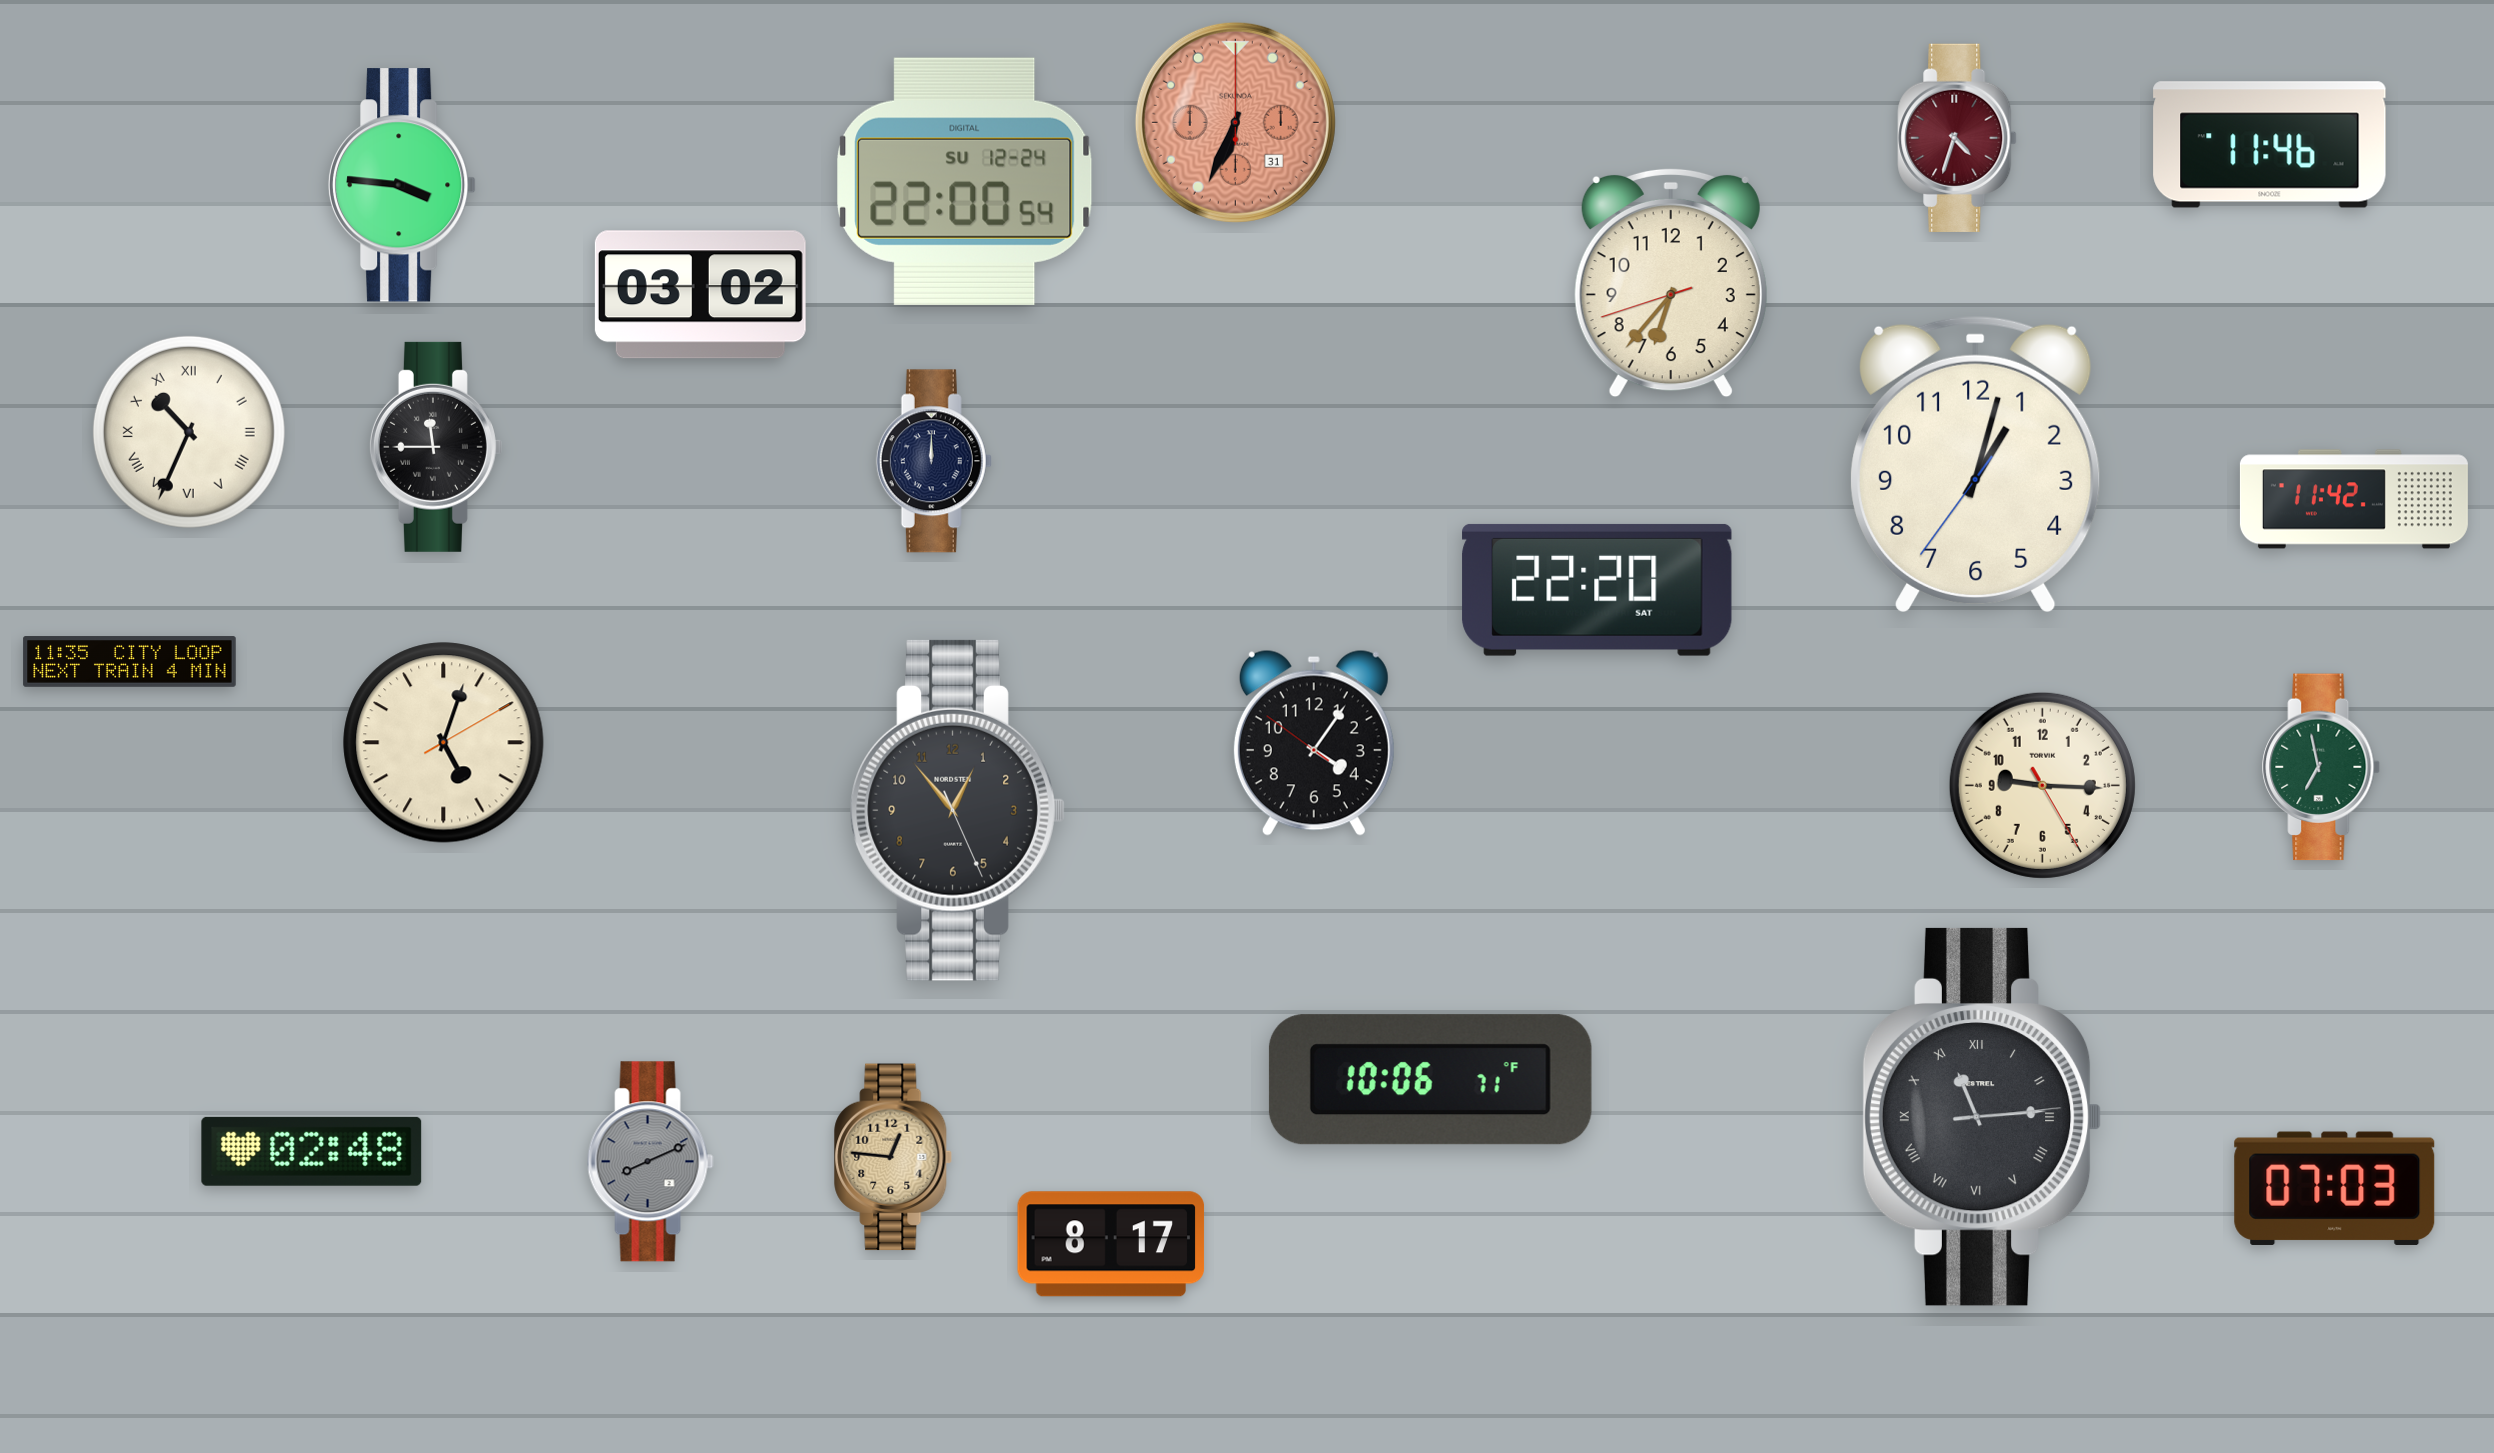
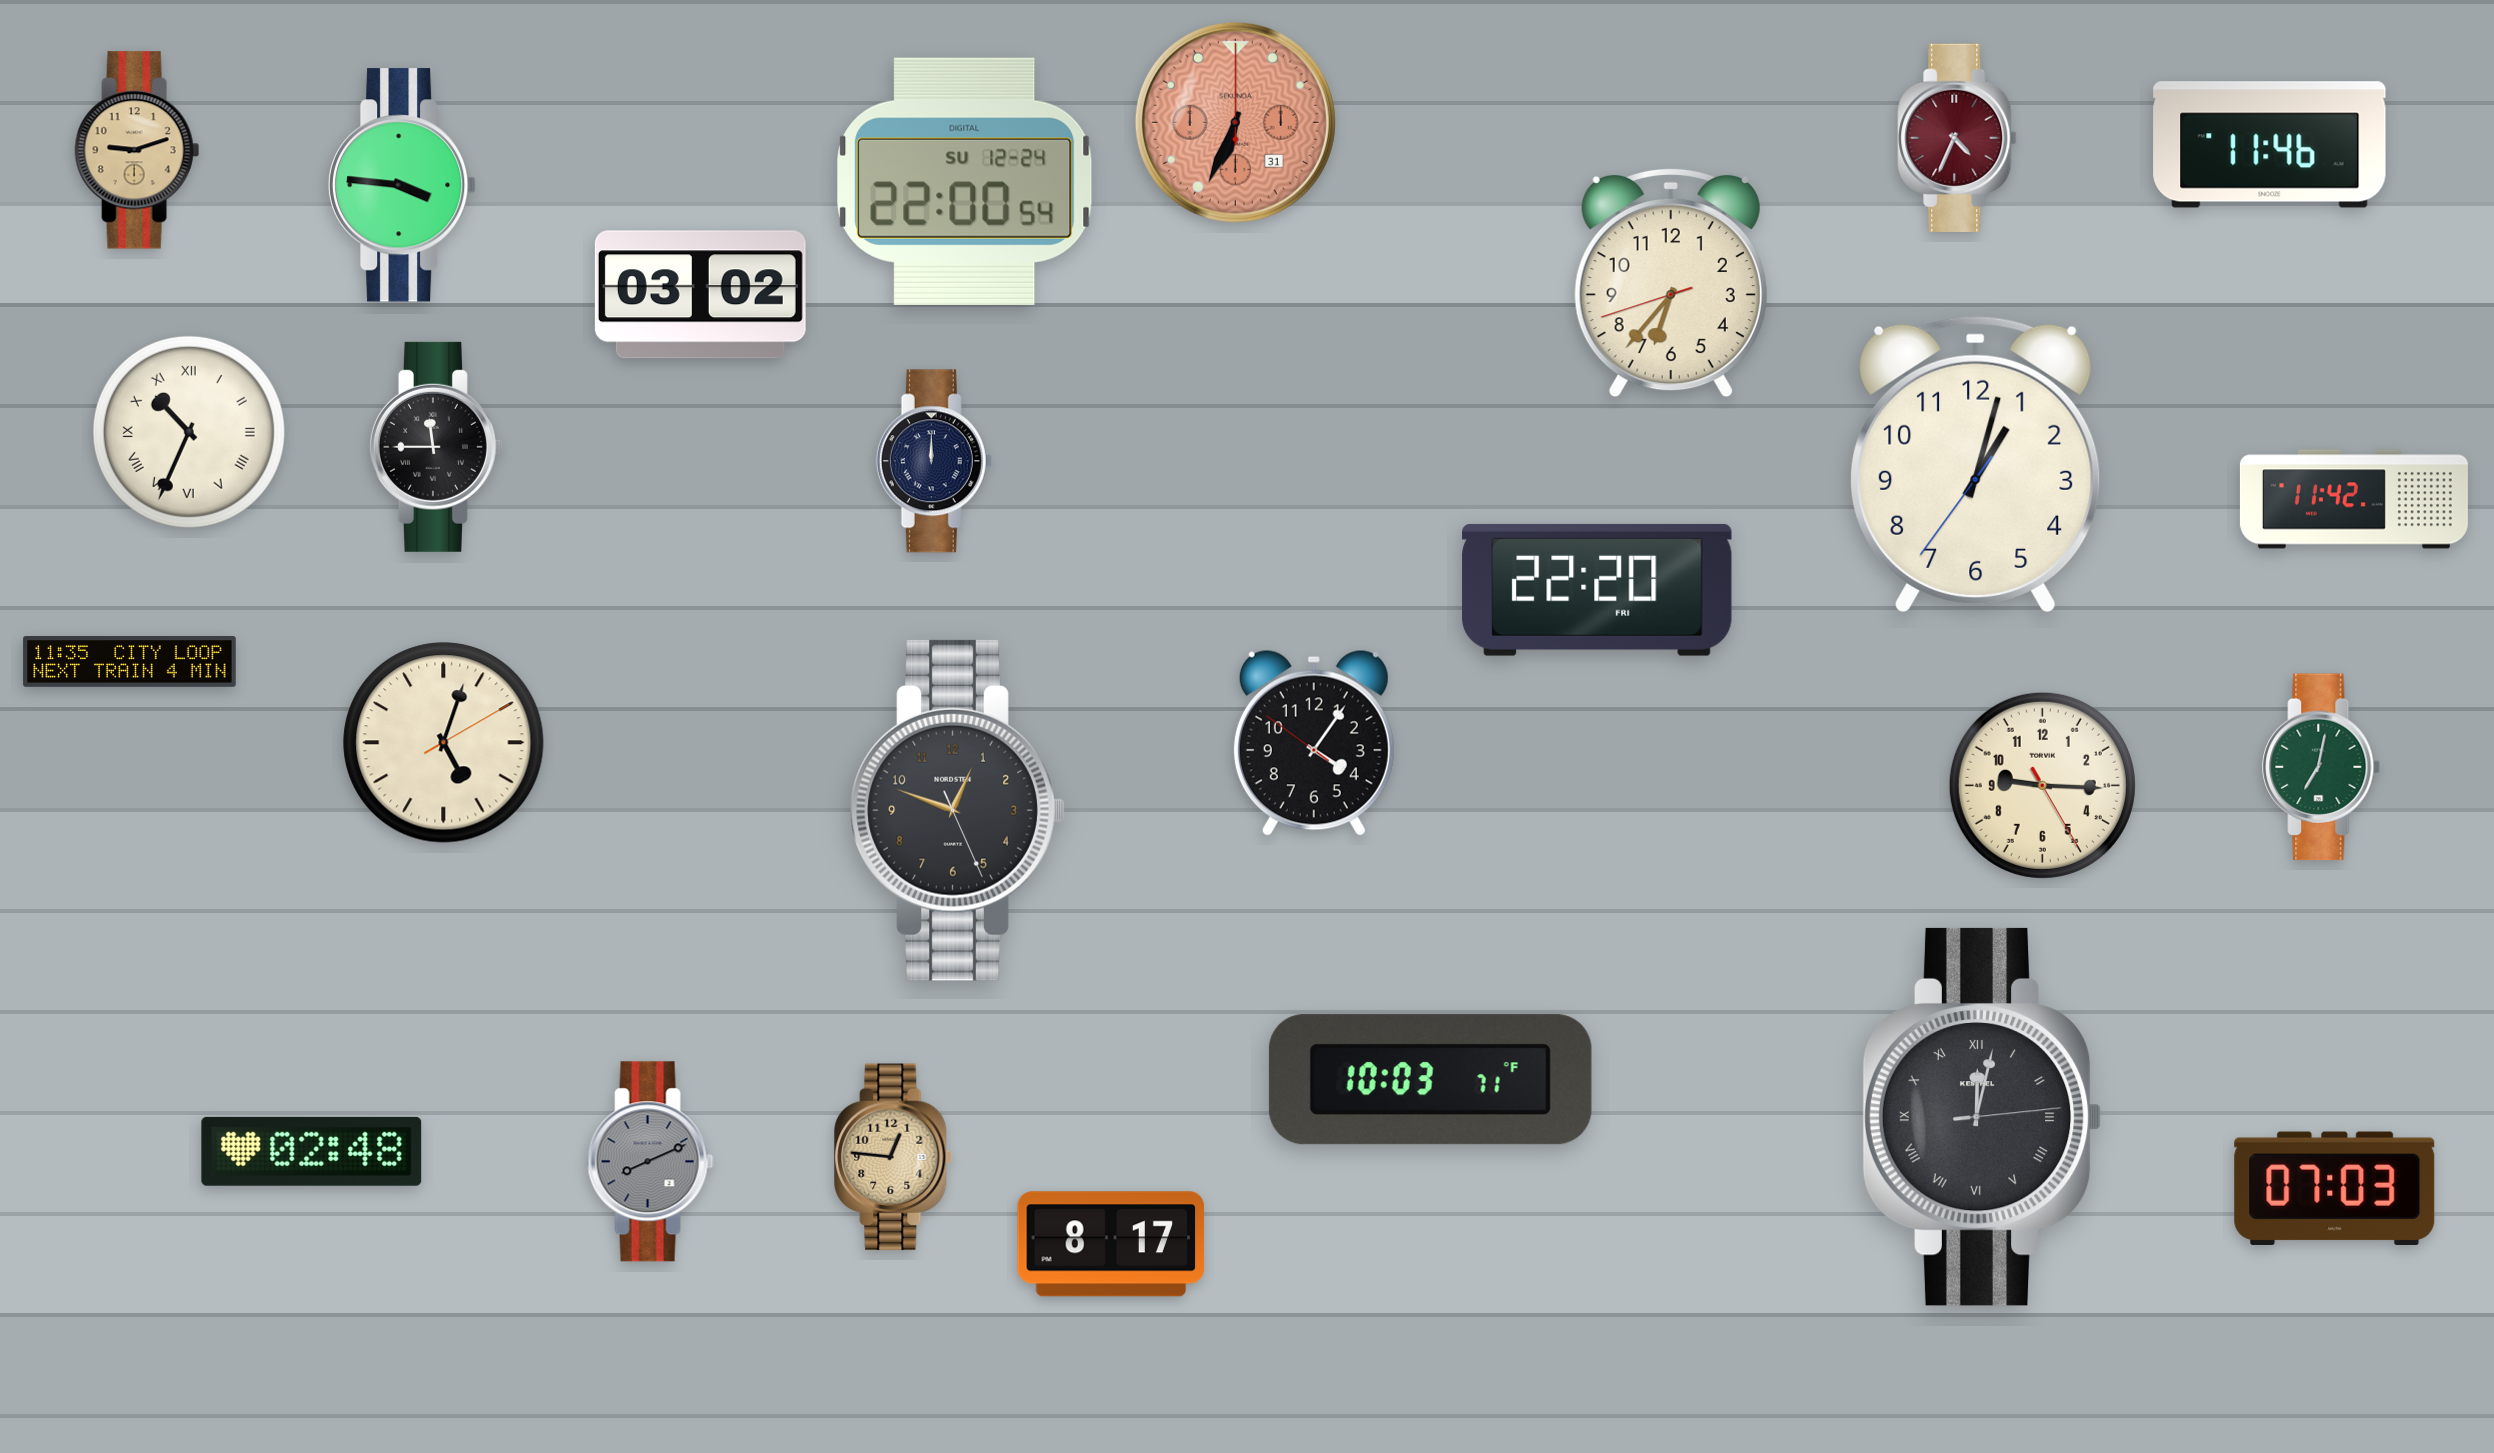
clock at (1957, 138): 4:33 -> 4:34
clock at (137, 150): none -> 9:12
clock at (1597, 590) date: SAT -> FRI
clock at (2322, 767): 6:58 -> 7:02
clock at (957, 810): 12:53 -> 12:48
clock at (1430, 1080): 10:06 -> 10:03
clock at (1982, 1117): 11:14 -> 12:02
